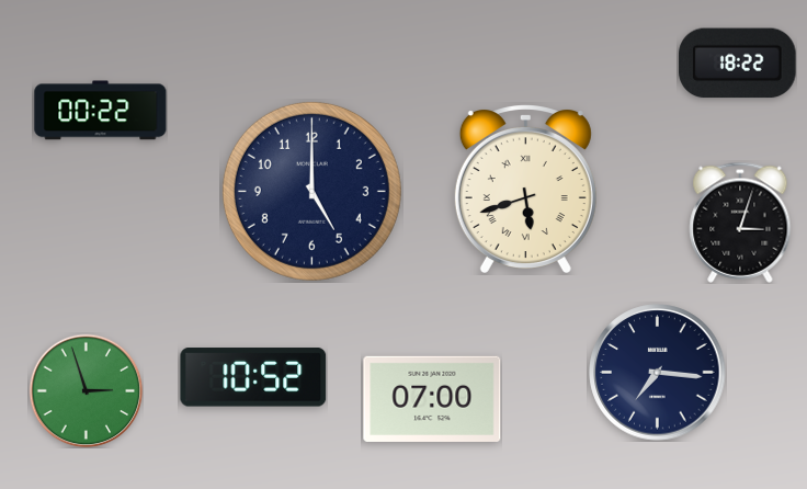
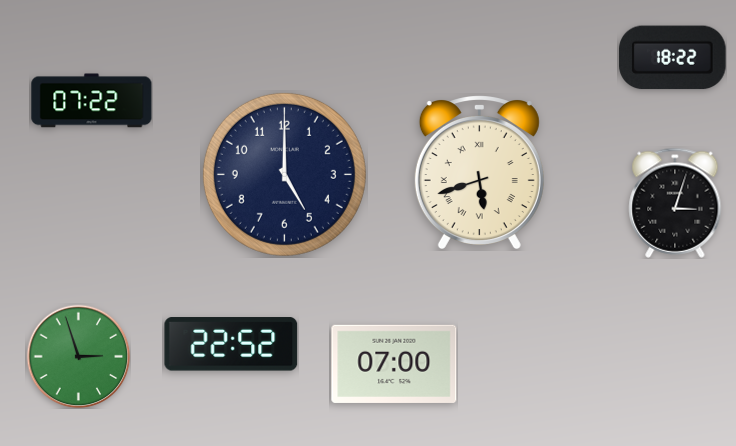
clock at (101, 111): 00:22 -> 07:22
clock at (658, 373): 7:16 -> none
clock at (253, 377): 10:52 -> 22:52
